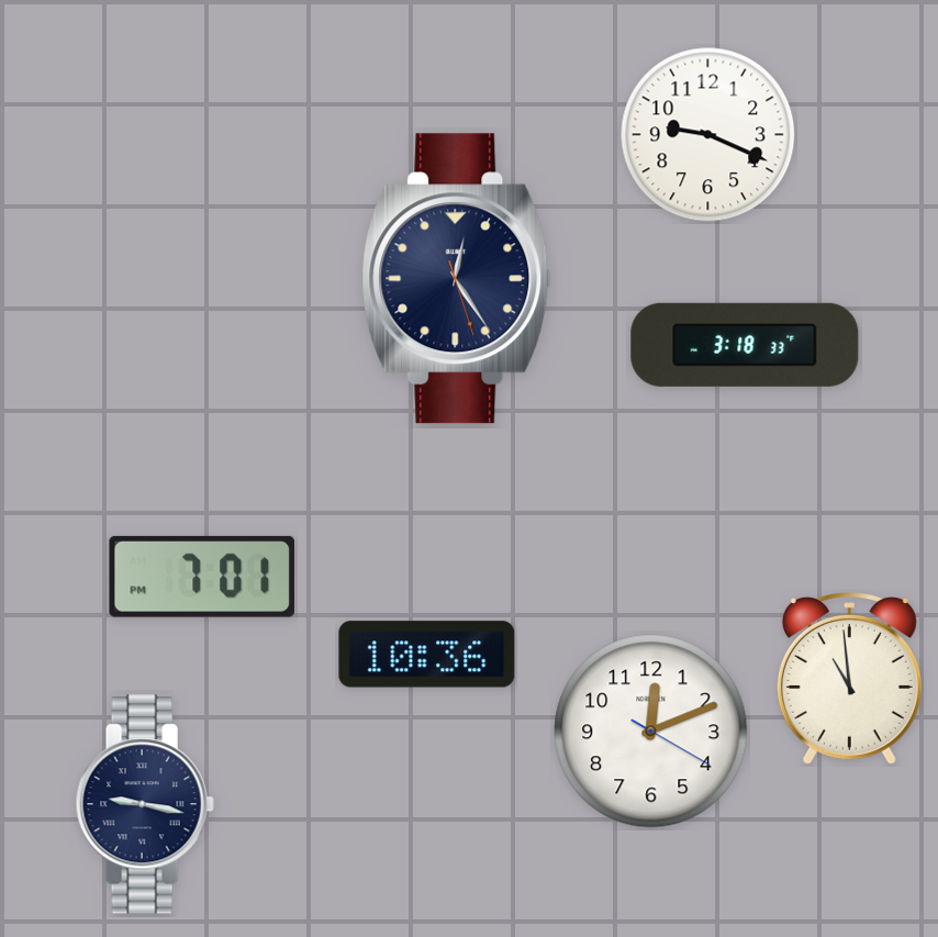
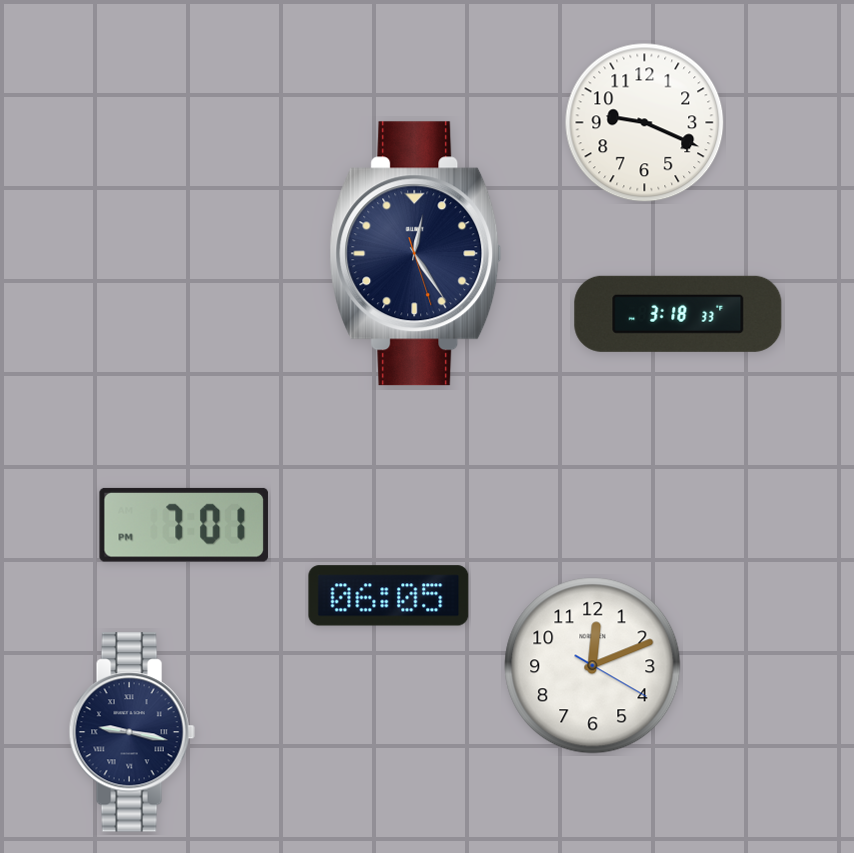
clock at (427, 655): 10:36 -> 06:05
clock at (849, 679): 10:59 -> none
